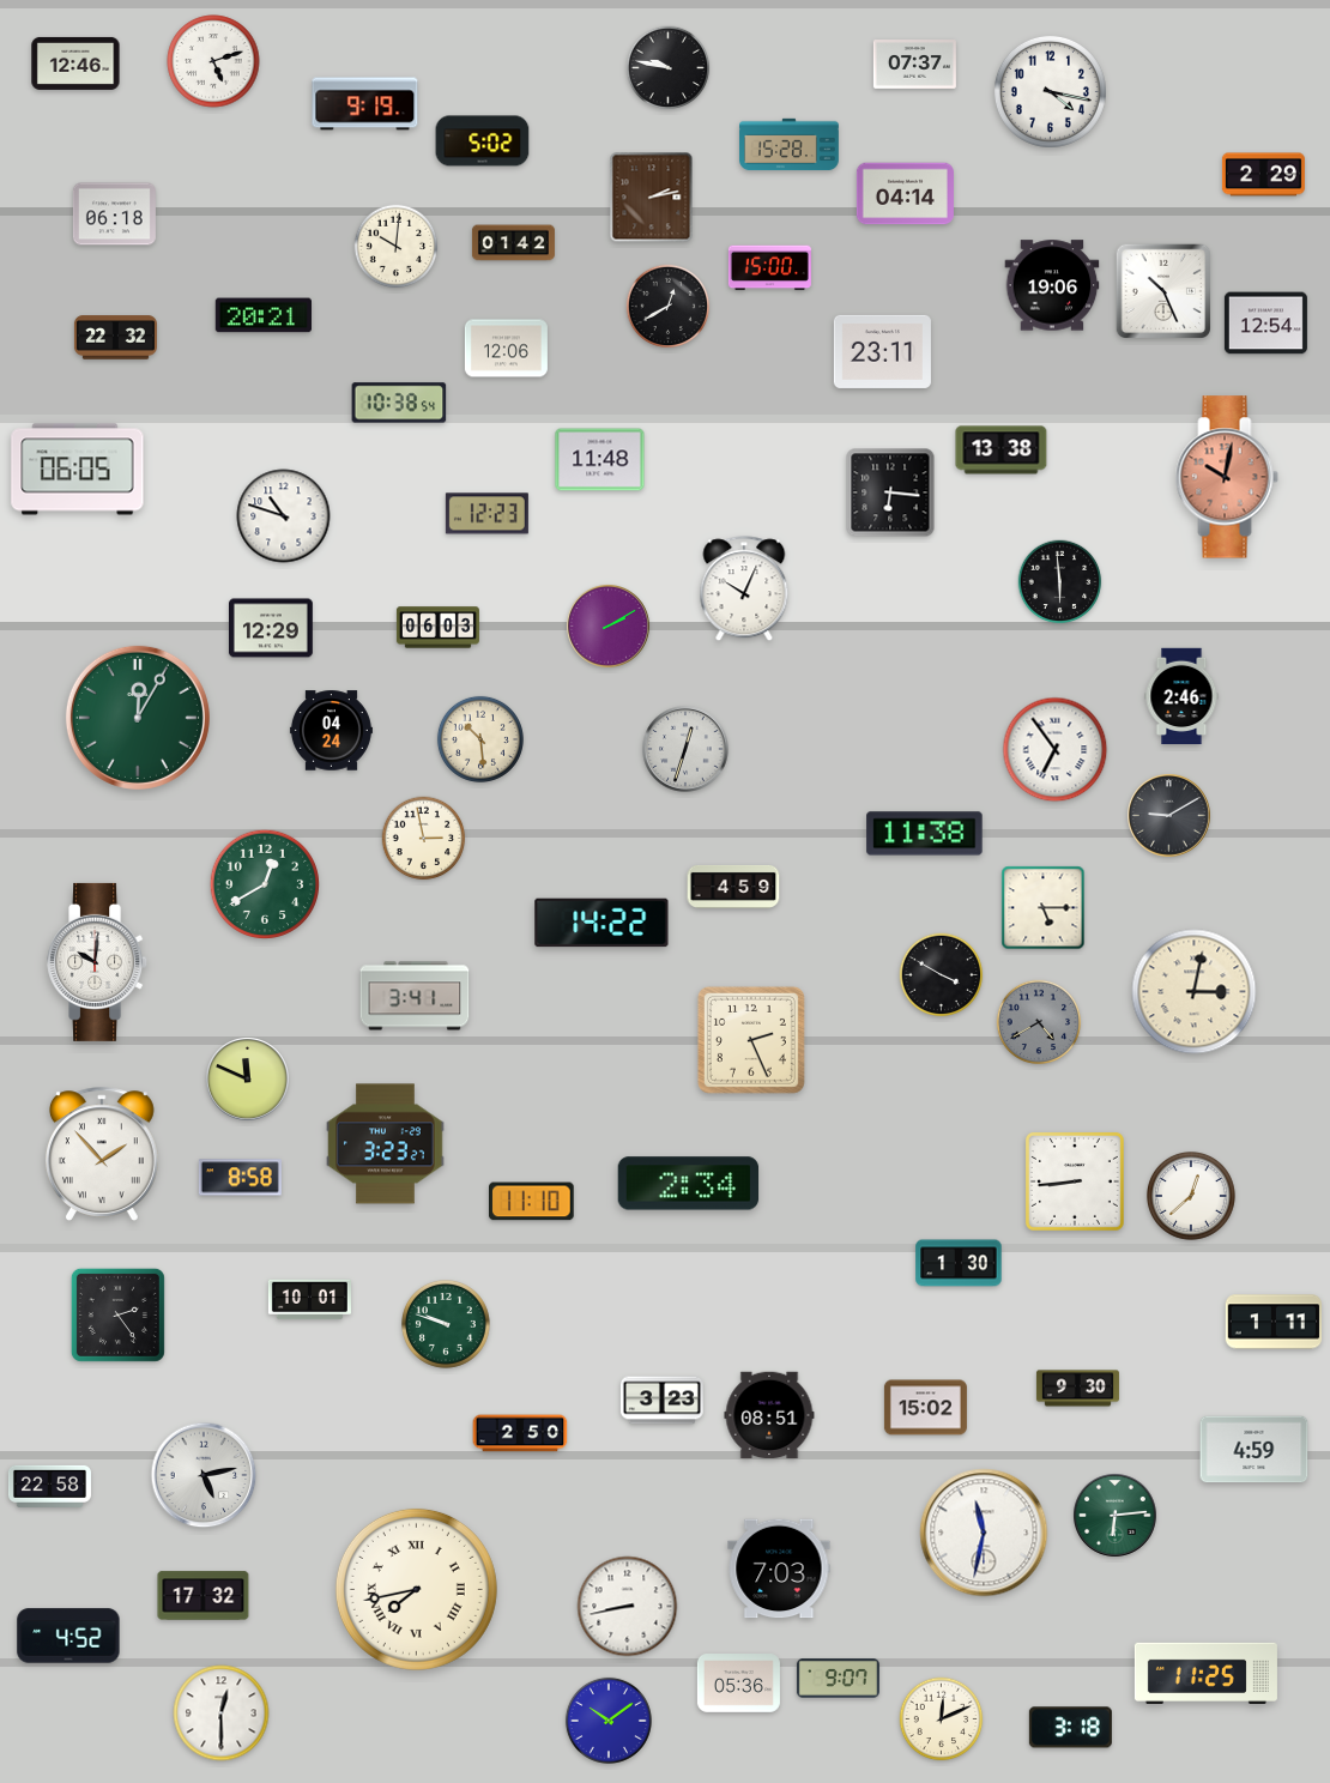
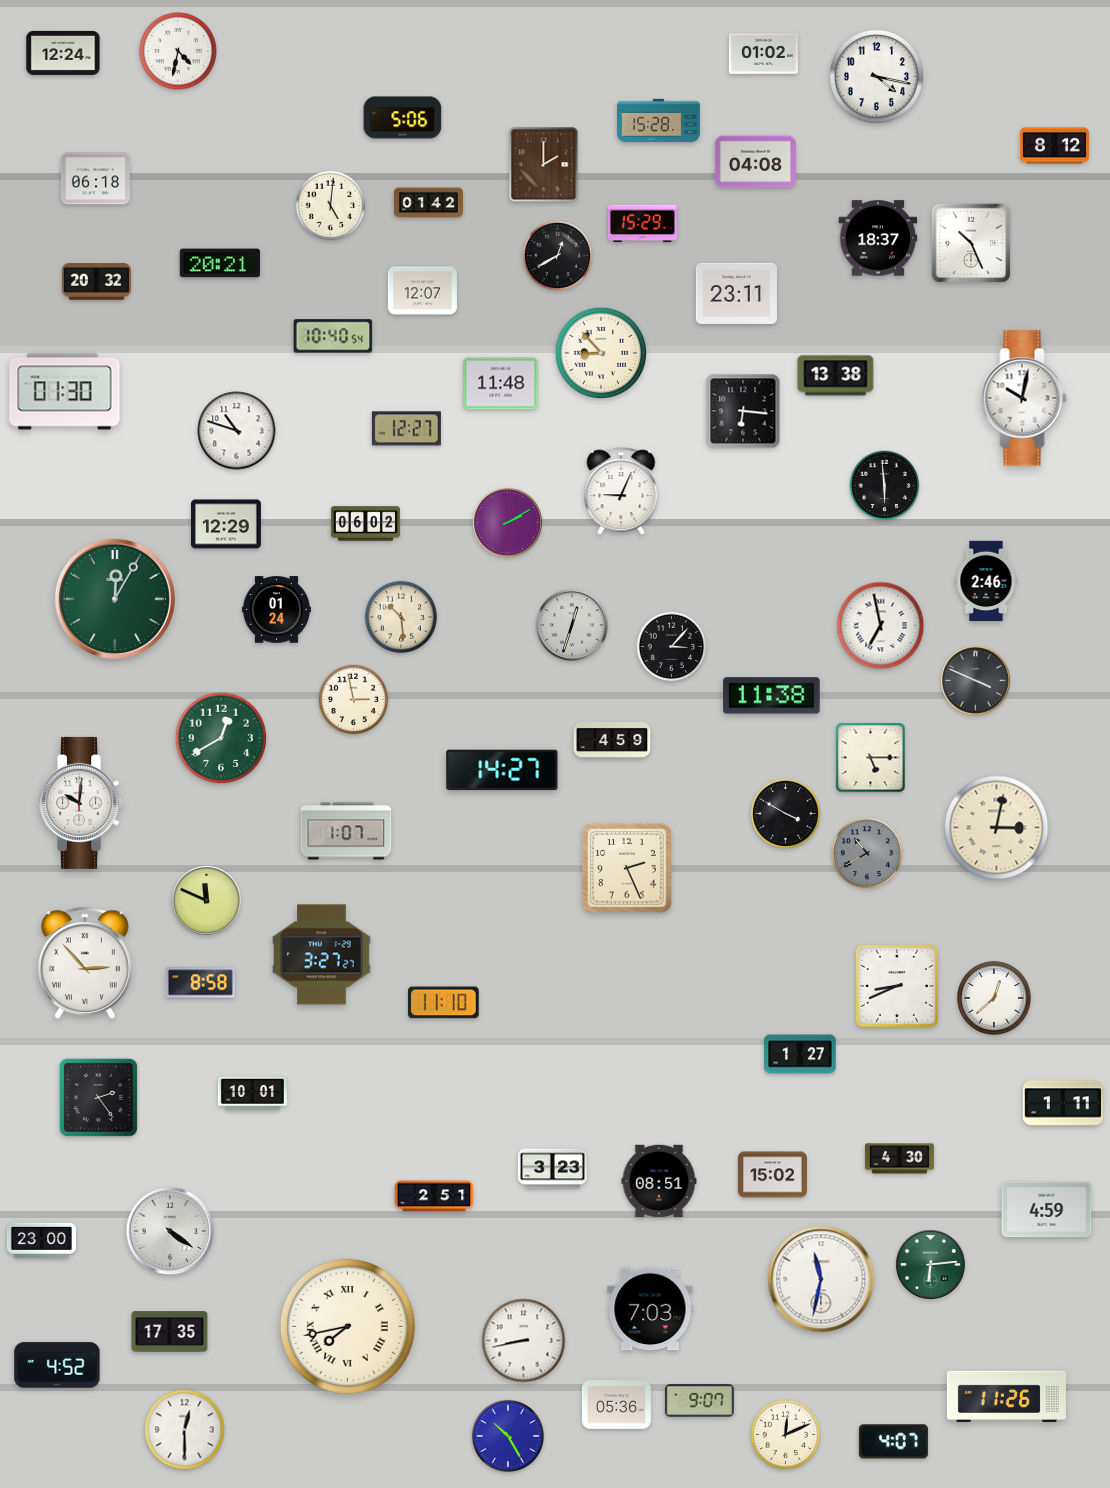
clock at (213, 61): 5:12 -> 4:32
clock at (75, 64): 12:46 -> 12:24
clock at (914, 65): 07:37 -> 01:02
clock at (669, 68): 9:47 -> none
clock at (365, 104): 9:19 -> none
clock at (483, 141): 5:02 -> 5:06
clock at (1263, 175): 2:29 -> 8:12
clock at (905, 194): 04:14 -> 04:08
clock at (652, 198): 2:13 -> 2:00
clock at (397, 247): 10:01 -> 5:01
clock at (769, 268): 15:00 -> 15:29
clock at (1052, 285): 19:06 -> 18:37
clock at (1265, 324): 12:54 -> none
clock at (115, 338): 22:32 -> 20:32
clock at (506, 349): 12:06 -> 12:07
clock at (399, 403): 10:38 -> 10:40
clock at (600, 352): none -> 8:53
clock at (78, 470): 06:05 -> 01:30
clock at (1227, 477) dial: salmon -> white
clock at (486, 514): 12:23 -> 12:27
clock at (744, 590): 10:04 -> 9:04
clock at (437, 628): 06:03 -> 06:02
clock at (331, 731): 04:24 -> 01:24
clock at (1056, 750): 6:54 -> 6:58
clock at (672, 647): none -> 3:07
clock at (1169, 816): 9:10 -> 3:49
clock at (601, 923): 14:22 -> 14:27
clock at (415, 996): 3:41 -> 1:07
clock at (1039, 1022): 4:40 -> 10:40
clock at (386, 1144): 3:23 -> 3:27
clock at (102, 1154): 1:53 -> 2:53
clock at (1075, 1181): 8:44 -> 8:41
clock at (689, 1184): 2:34 -> none
clock at (959, 1263): 1:30 -> 1:27
clock at (309, 1300) position: (309, 1300) -> (252, 1094)
clock at (447, 1325): 9:48 -> none
clock at (1077, 1389): 9:30 -> 4:30
clock at (769, 1415) position: (769, 1415) -> (659, 1181)
clock at (520, 1433): 2:50 -> 2:51
clock at (204, 1475): 5:13 -> 4:21
clock at (49, 1486): 22:58 -> 23:00
clock at (204, 1596): 17:32 -> 17:35
clock at (1205, 1673): 11:25 -> 11:26
clock at (609, 1721): 10:09 -> 10:25
clock at (1070, 1728): 3:18 -> 4:07
